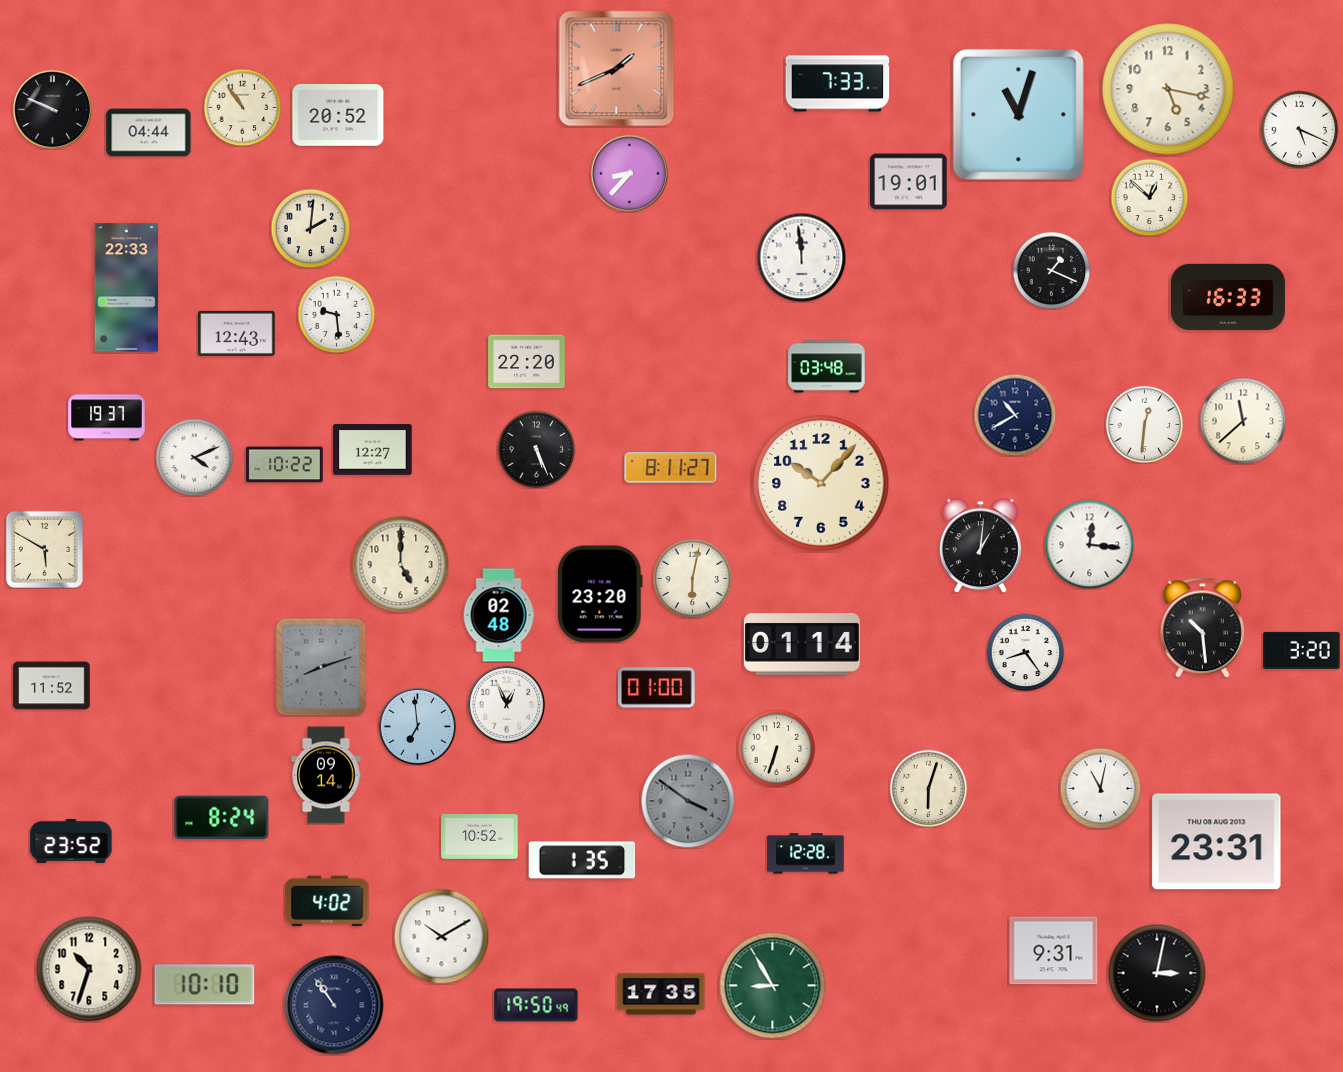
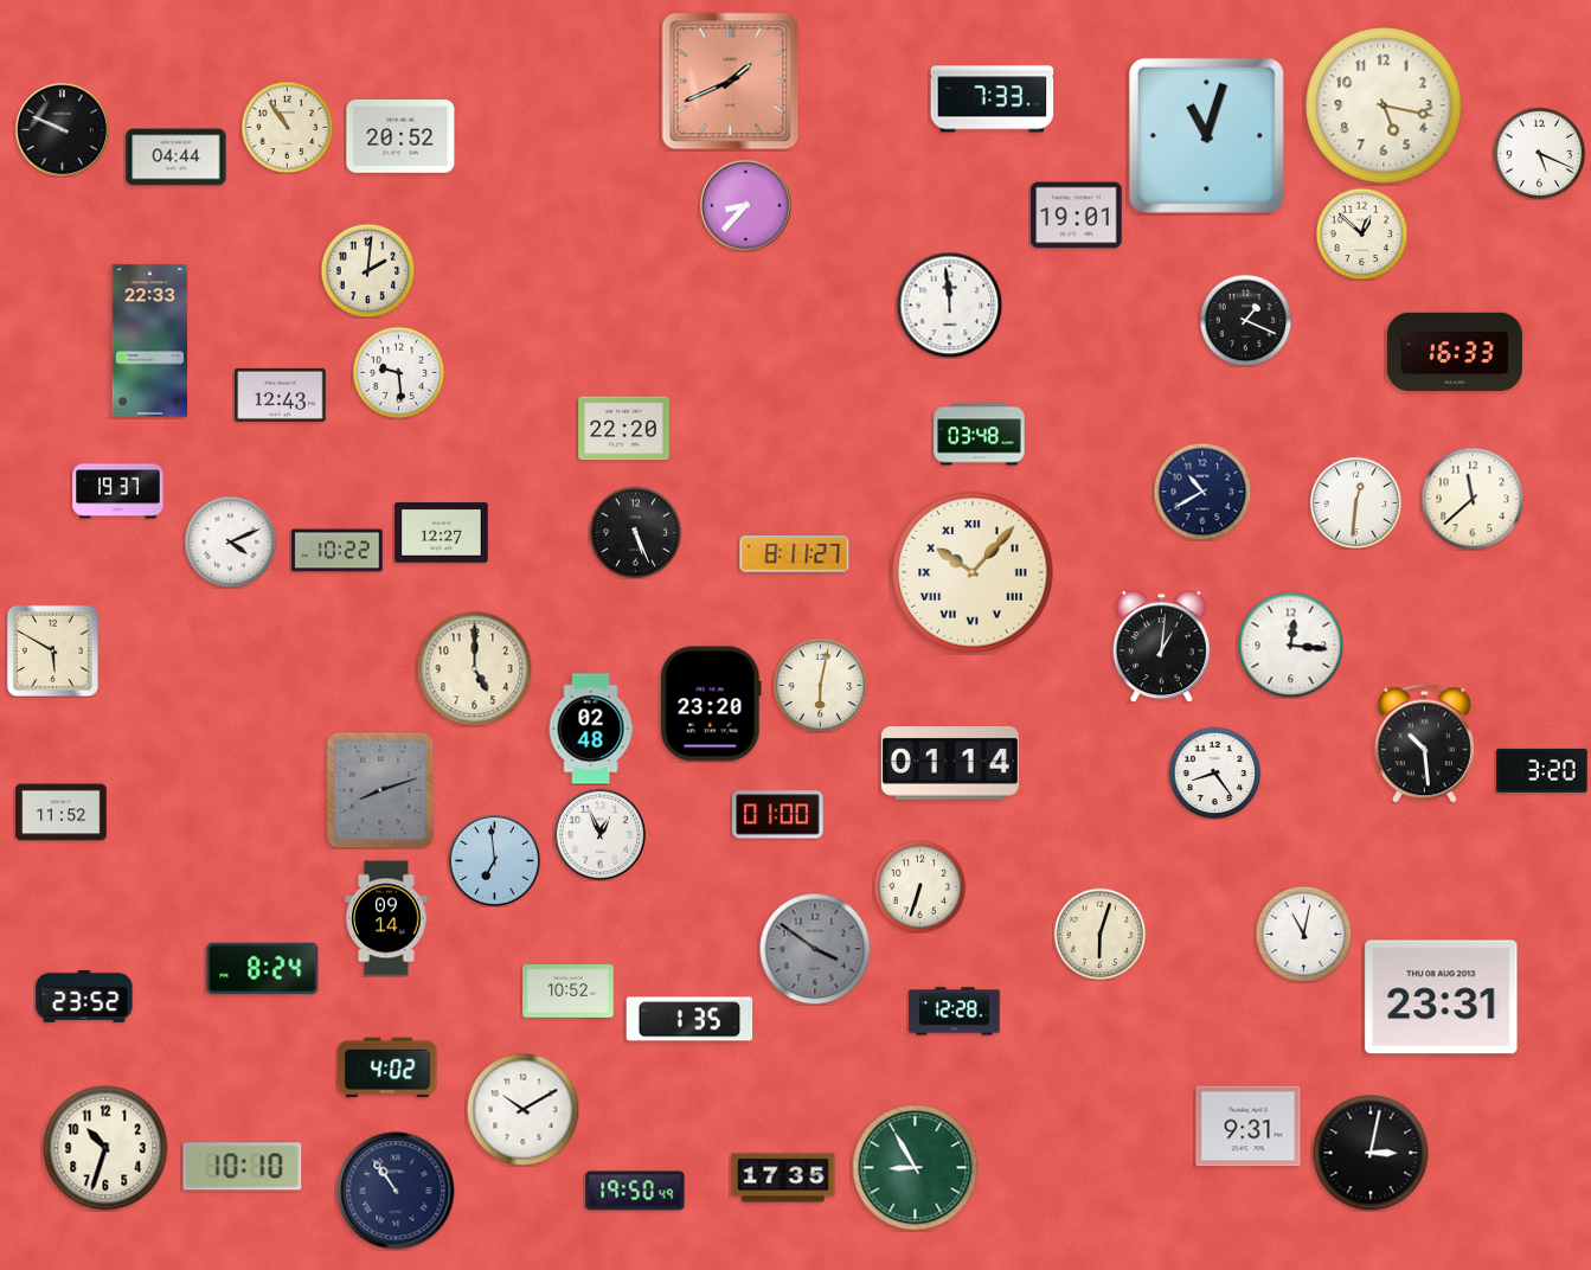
clock at (107, 418) position: (107, 418) -> (118, 492)
clock at (821, 483) numerals: Arabic -> Roman
